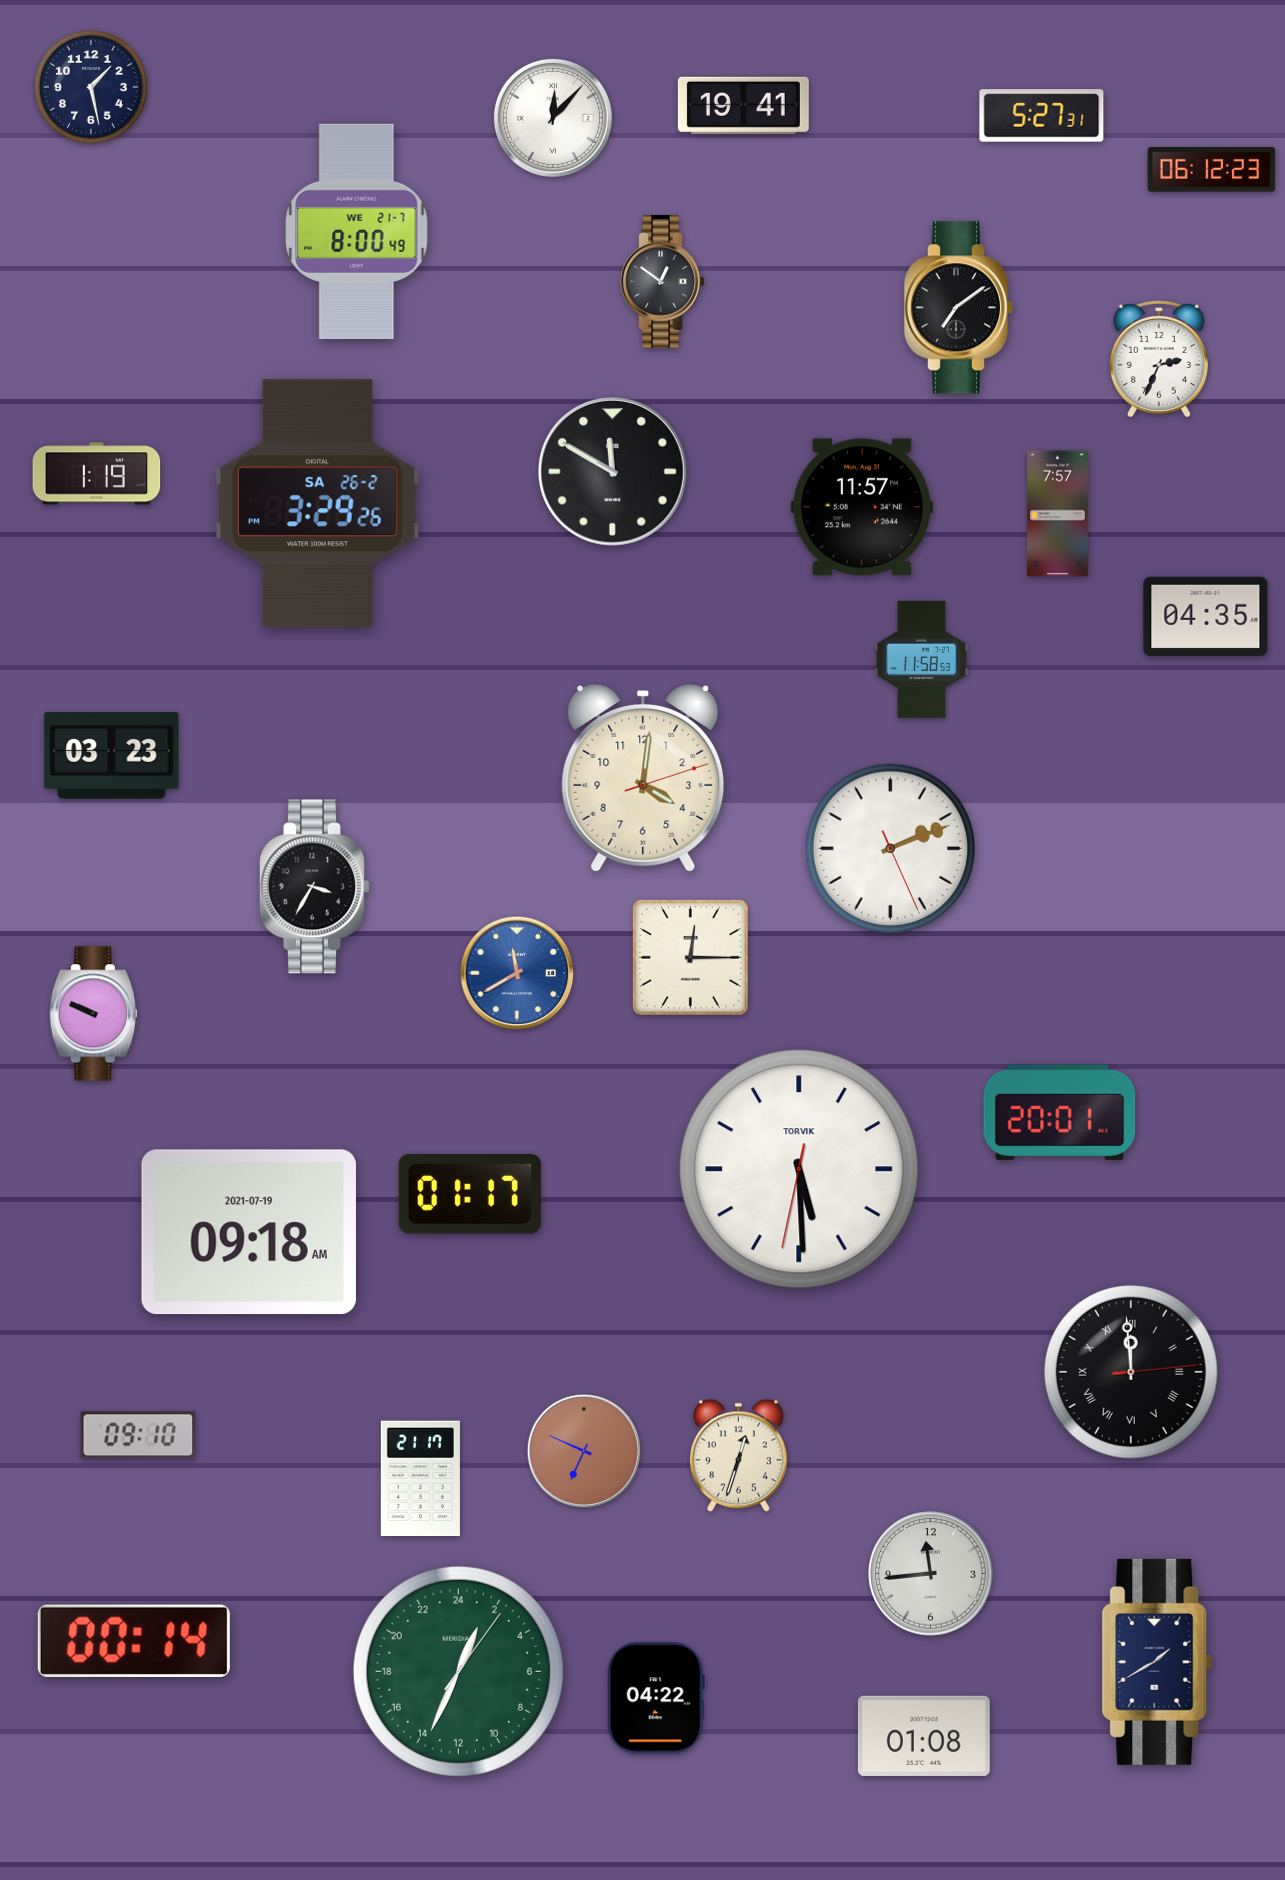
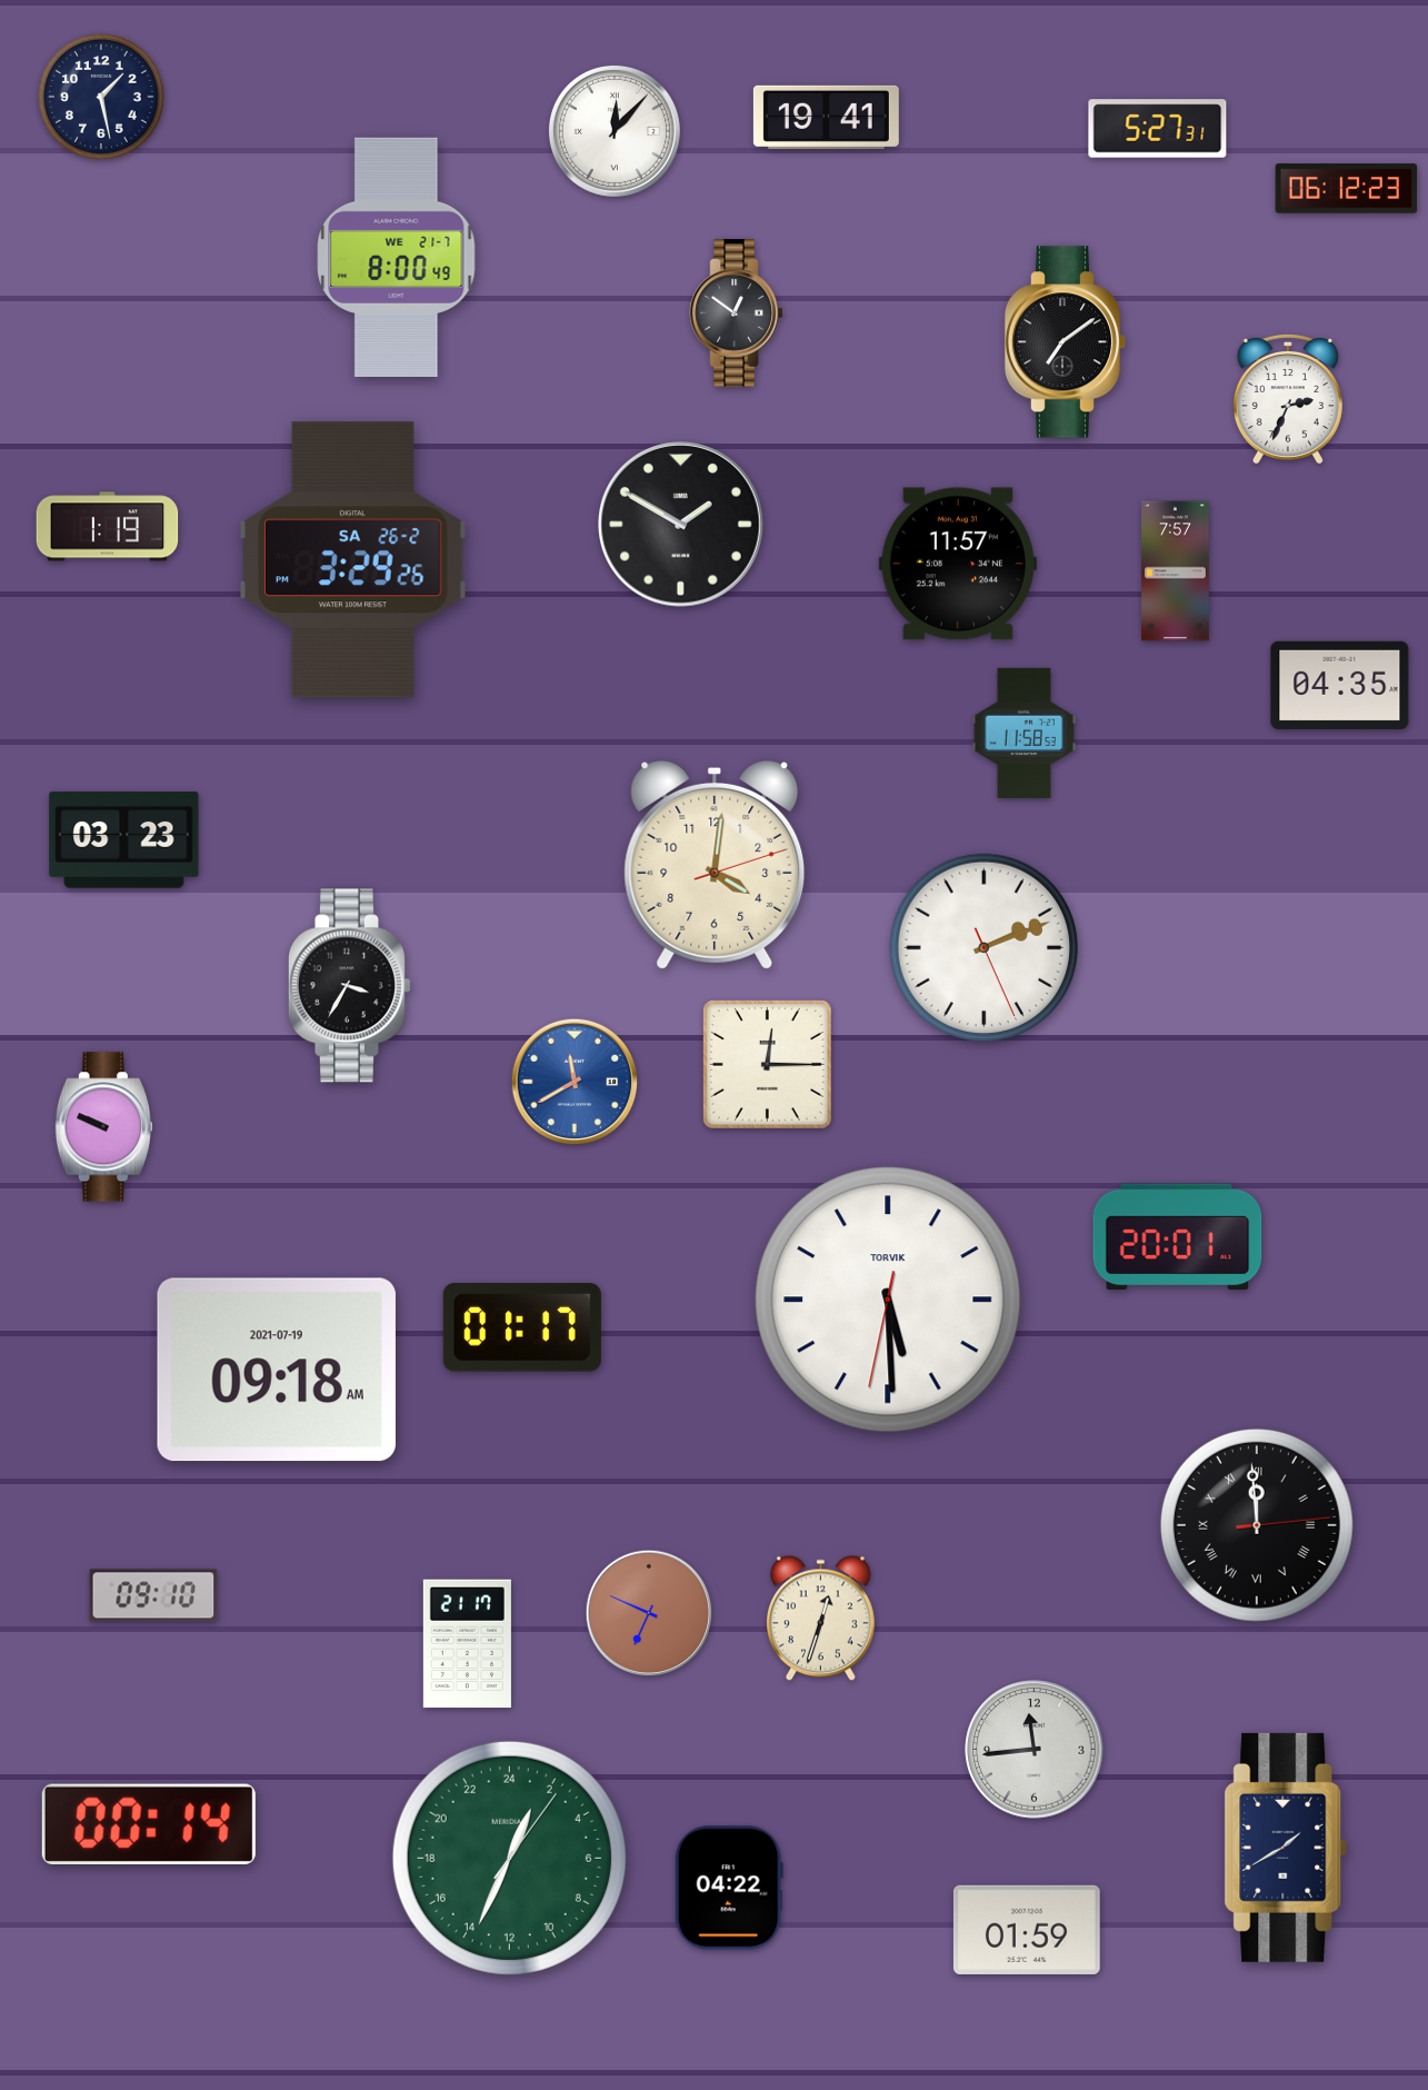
clock at (613, 472): 11:50 -> 1:50
clock at (890, 848) position: (890, 848) -> (983, 947)
clock at (924, 1736): 01:08 -> 01:59
